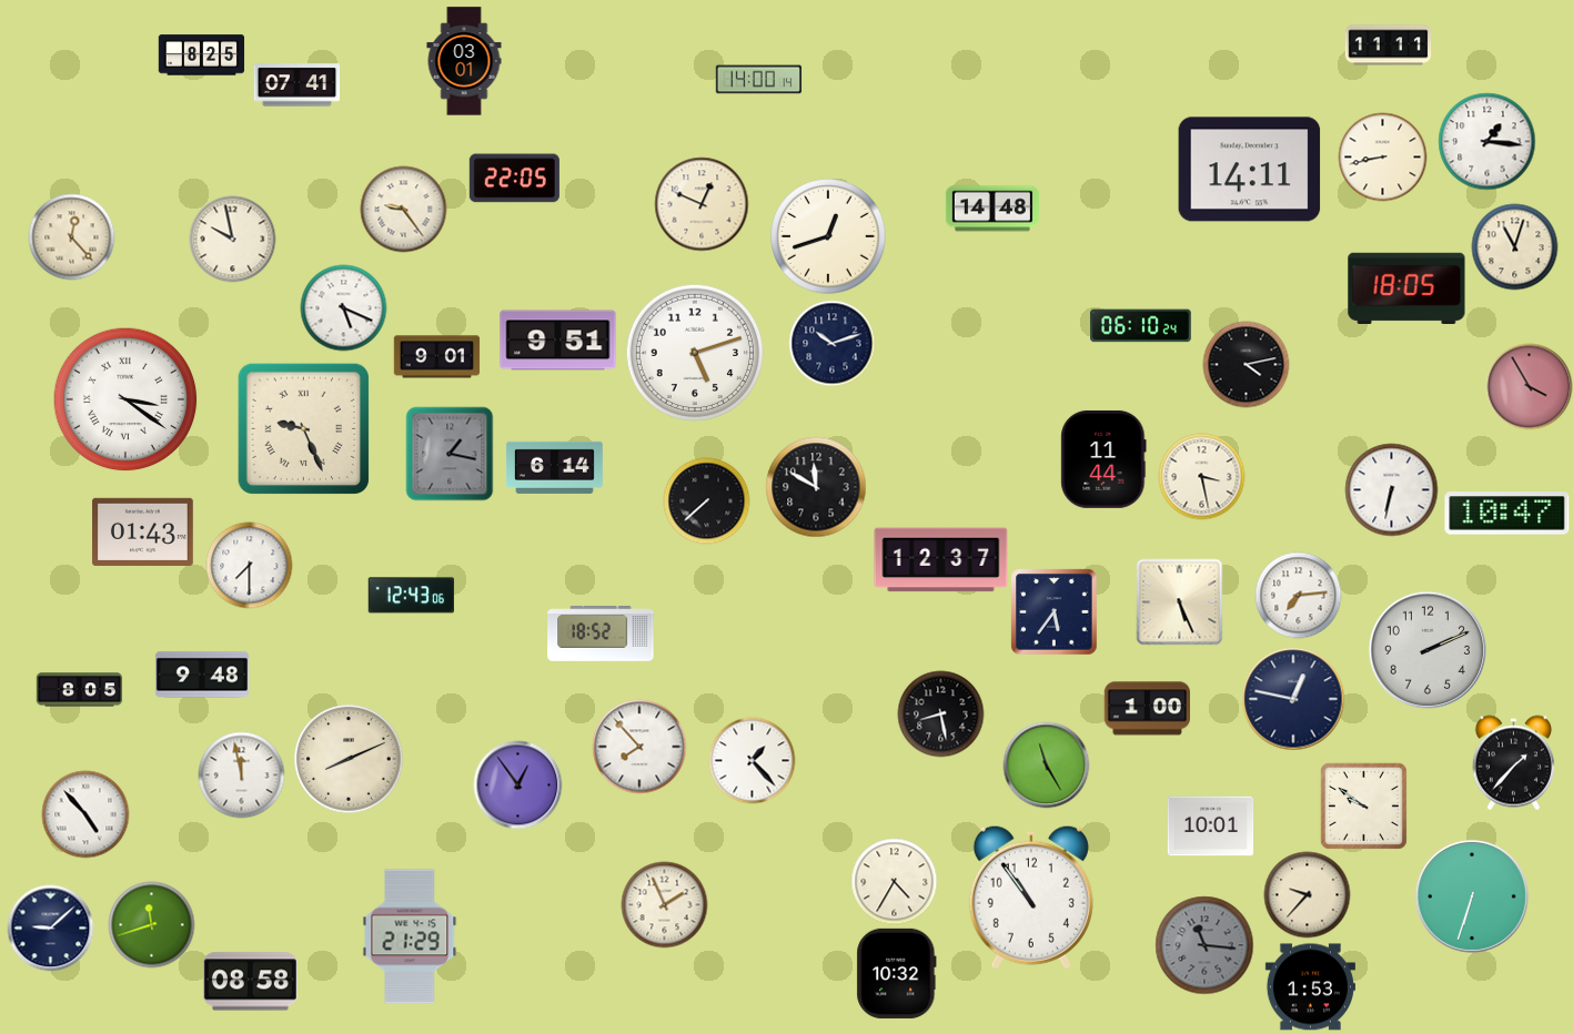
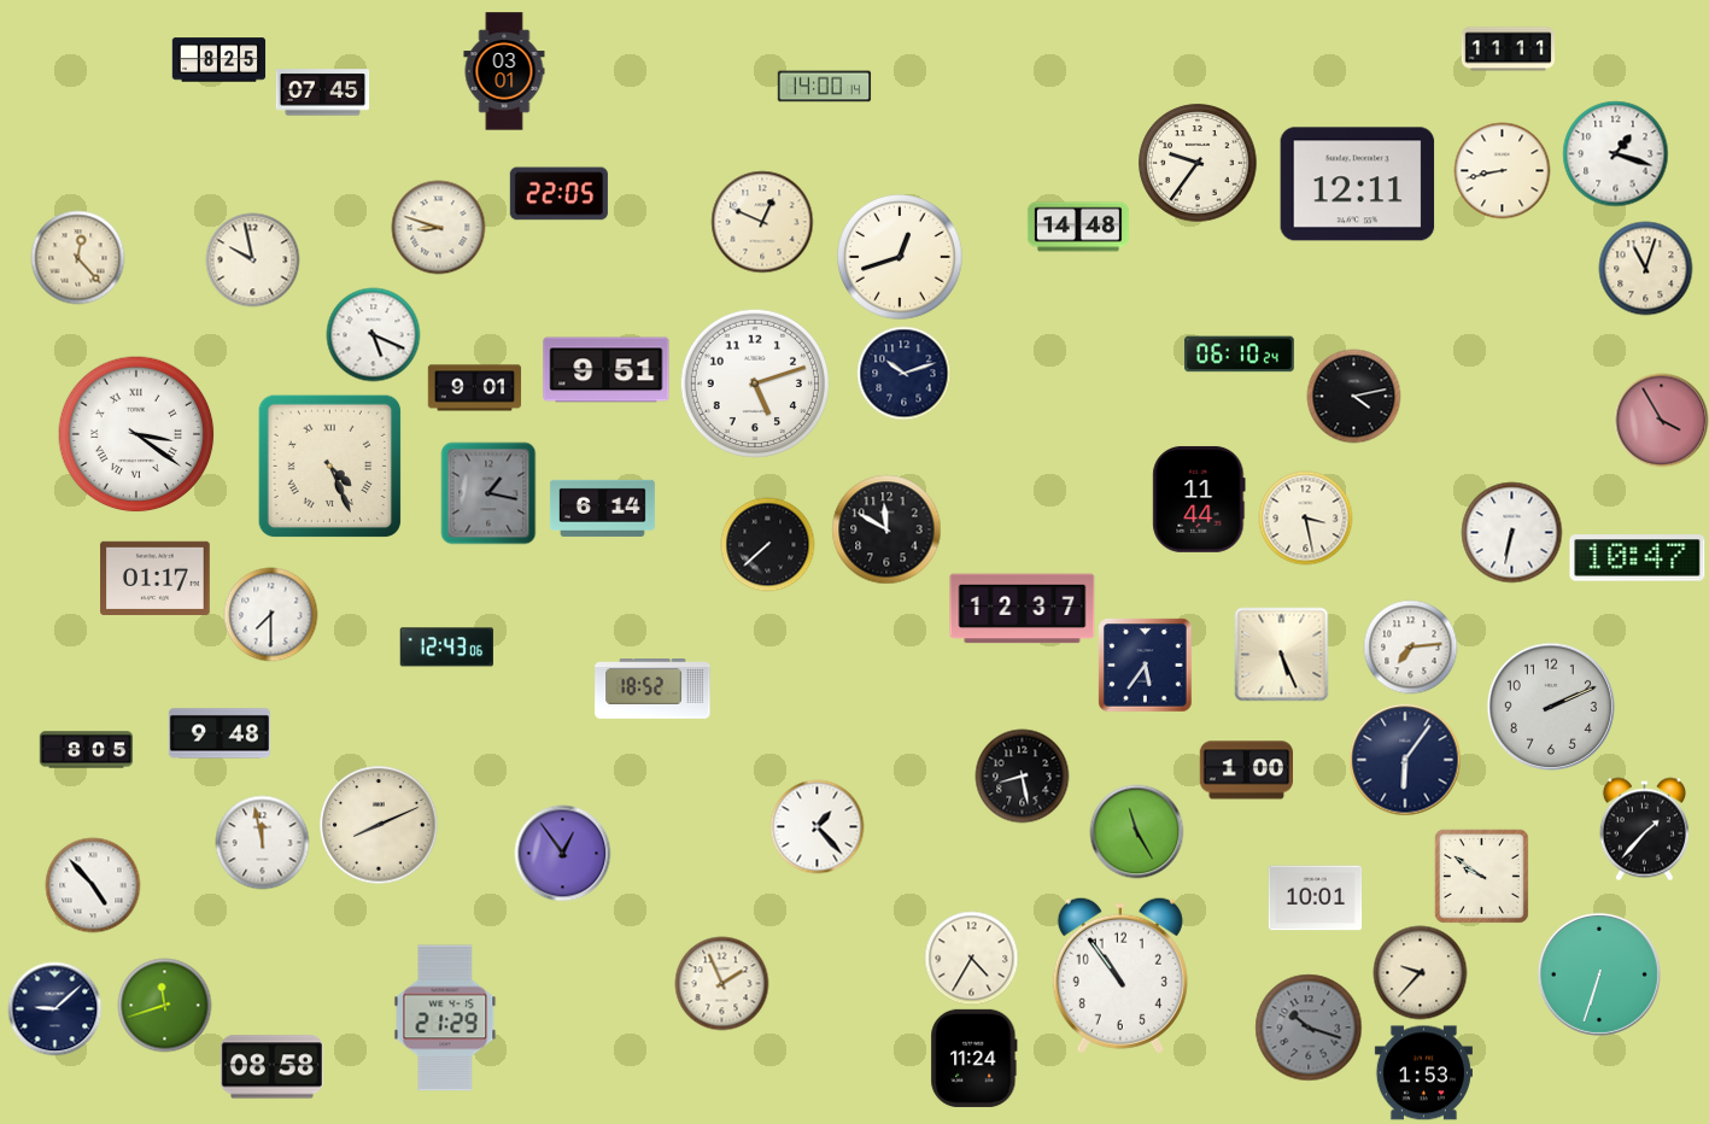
clock at (464, 61) position: (464, 61) -> (504, 71)
clock at (296, 85): 07:41 -> 07:45
clock at (1486, 141): 1:16 -> 1:18
clock at (1198, 163): none -> 9:36
clock at (1250, 170): 14:11 -> 12:11
clock at (403, 209): 9:24 -> 8:48
clock at (1406, 287): 18:05 -> none
clock at (303, 428): 9:26 -> 4:26
clock at (143, 531): 01:43 -> 01:17
clock at (1293, 699): 12:47 -> 6:06
clock at (639, 747): 7:53 -> none
clock at (1204, 945): 11:16 -> 10:18
clock at (897, 973): 10:32 -> 11:24
